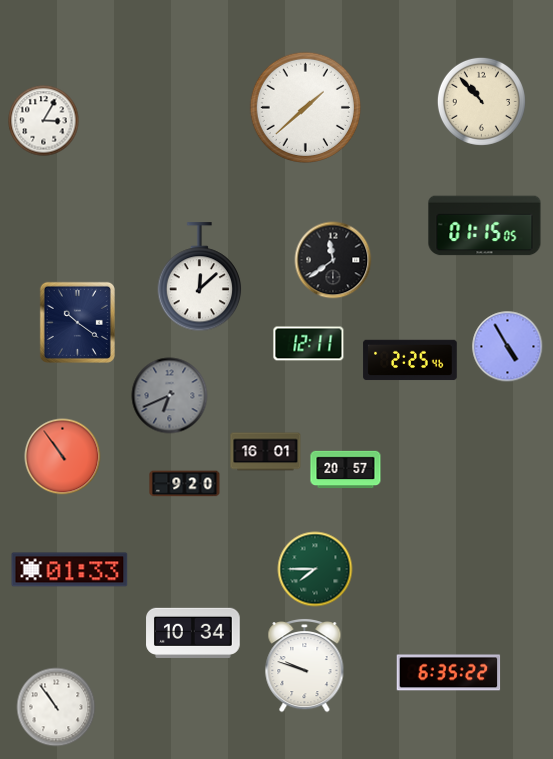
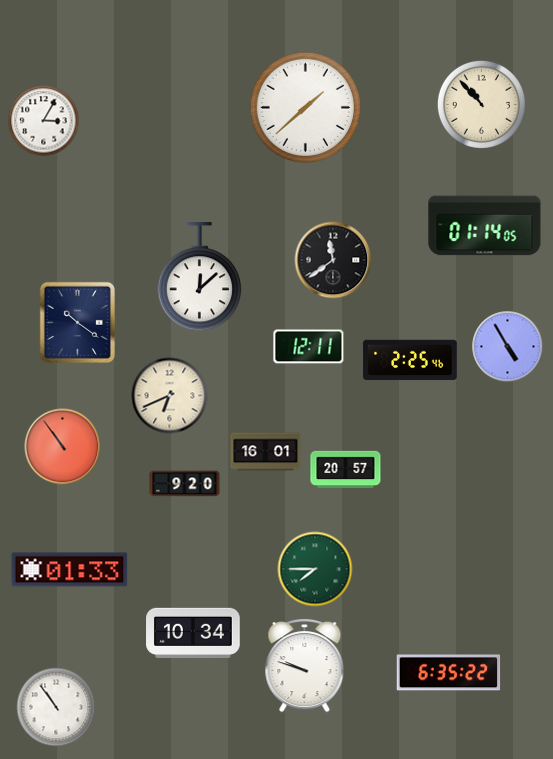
clock at (481, 101) position: (481, 101) -> (481, 104)
clock at (485, 226): 01:15 -> 01:14
clock at (309, 344) position: (309, 344) -> (309, 347)
clock at (170, 396) dial: grey -> cream
clock at (63, 457) position: (63, 457) -> (63, 447)
